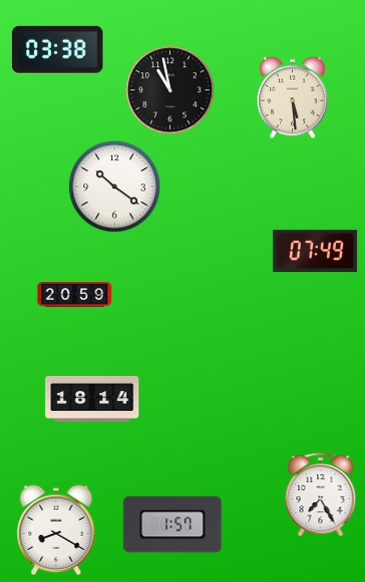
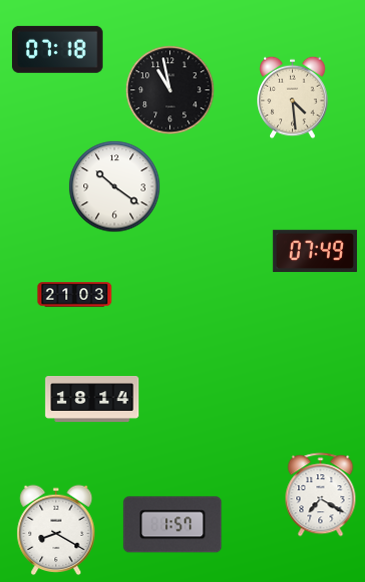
clock at (58, 49): 03:38 -> 07:18
clock at (293, 97): 5:29 -> 4:29
clock at (75, 295): 20:59 -> 21:03
clock at (321, 495): 7:25 -> 7:20
